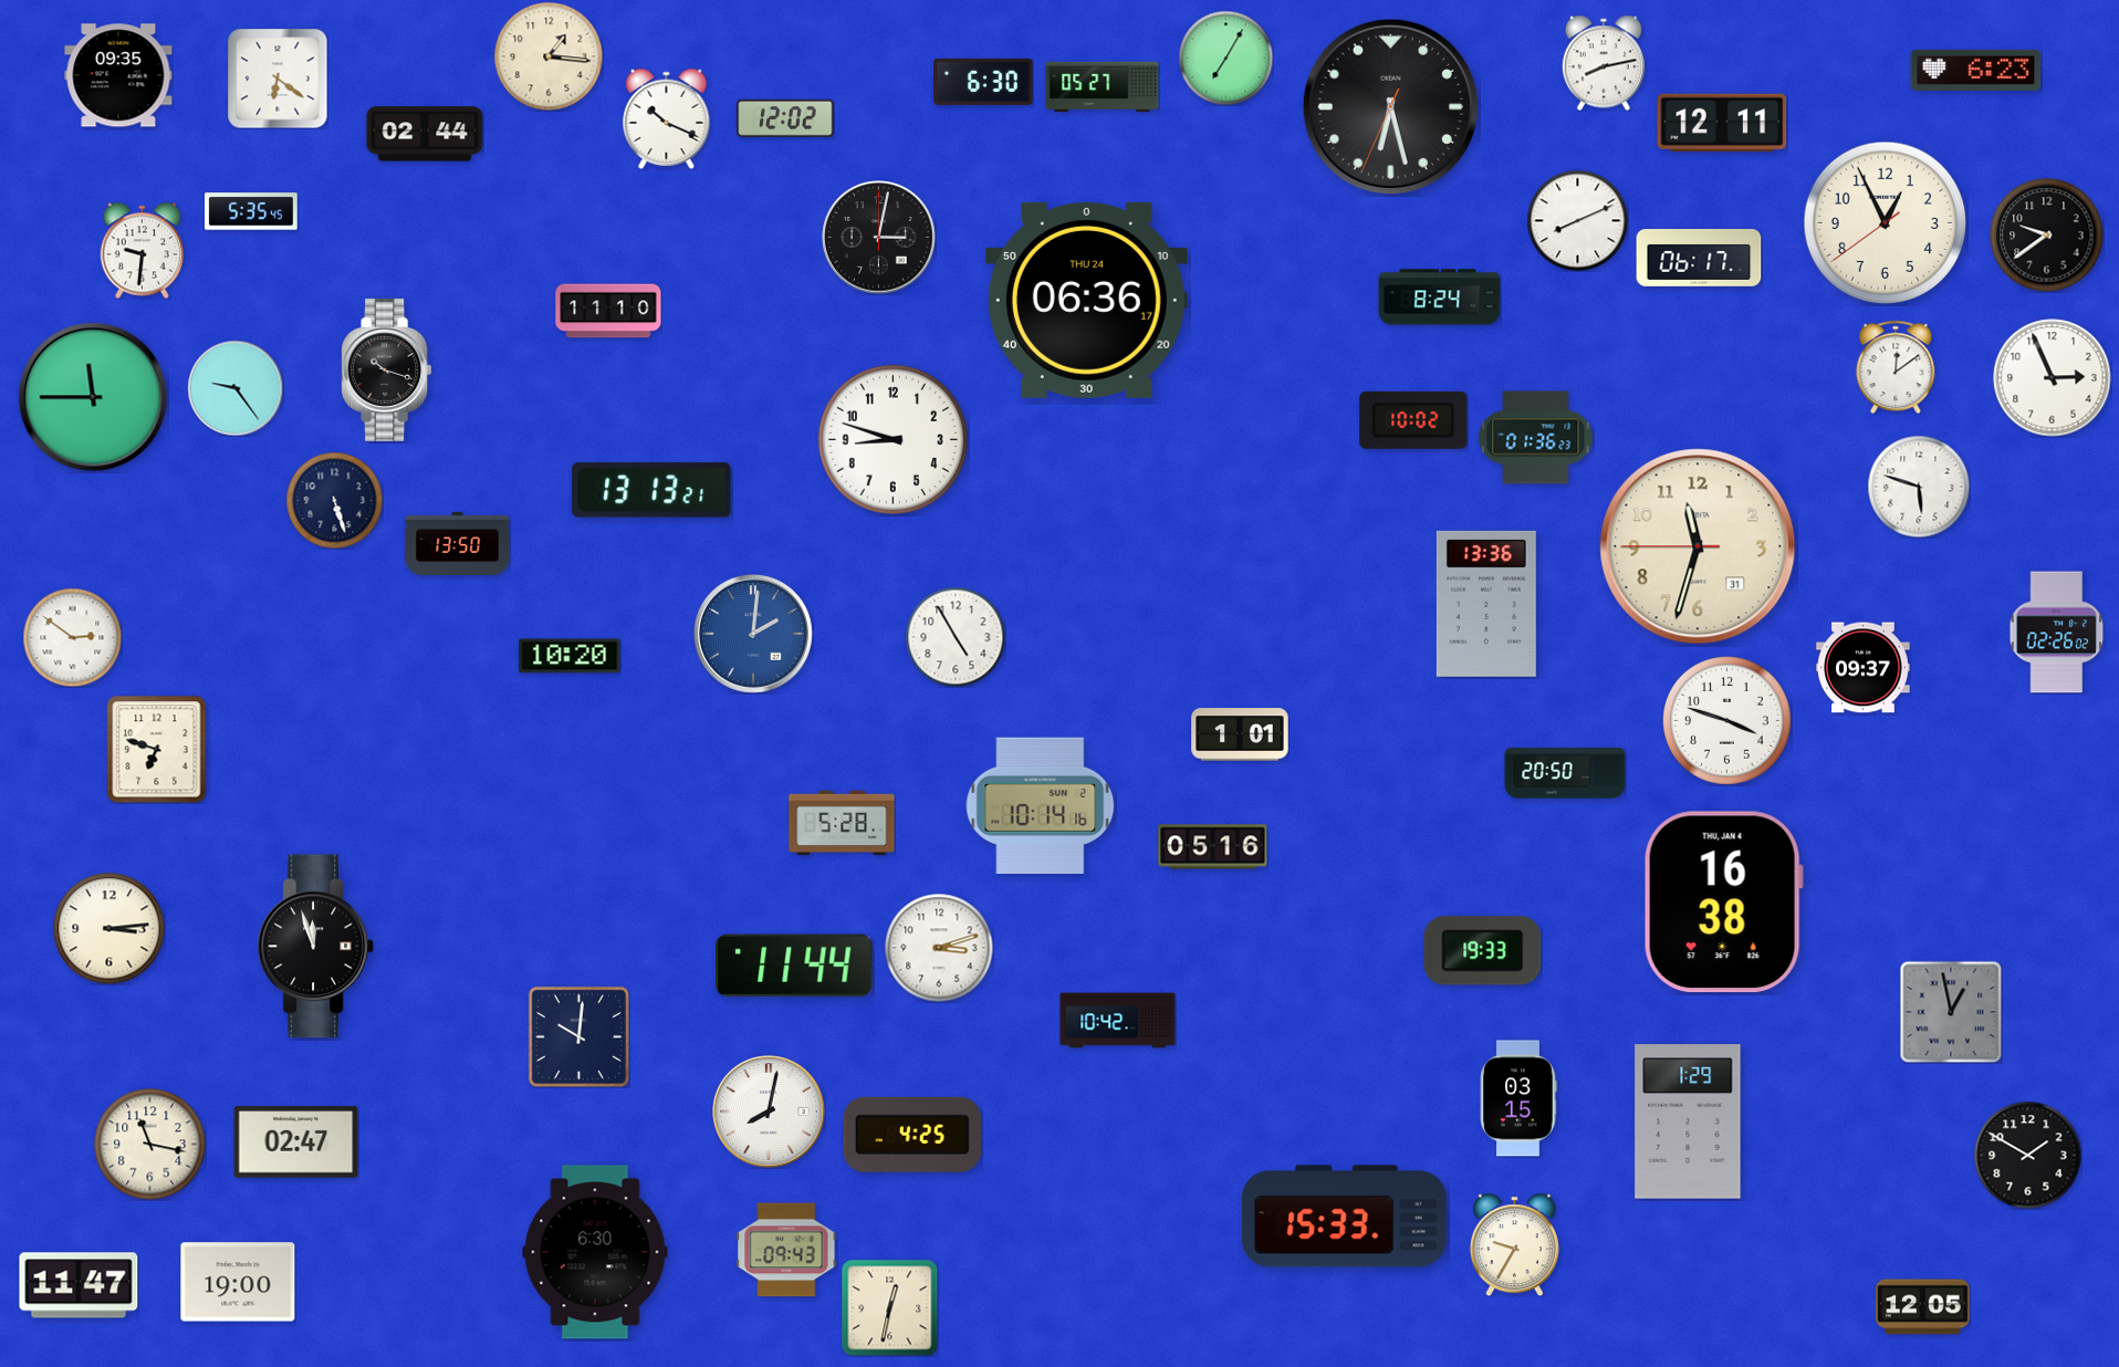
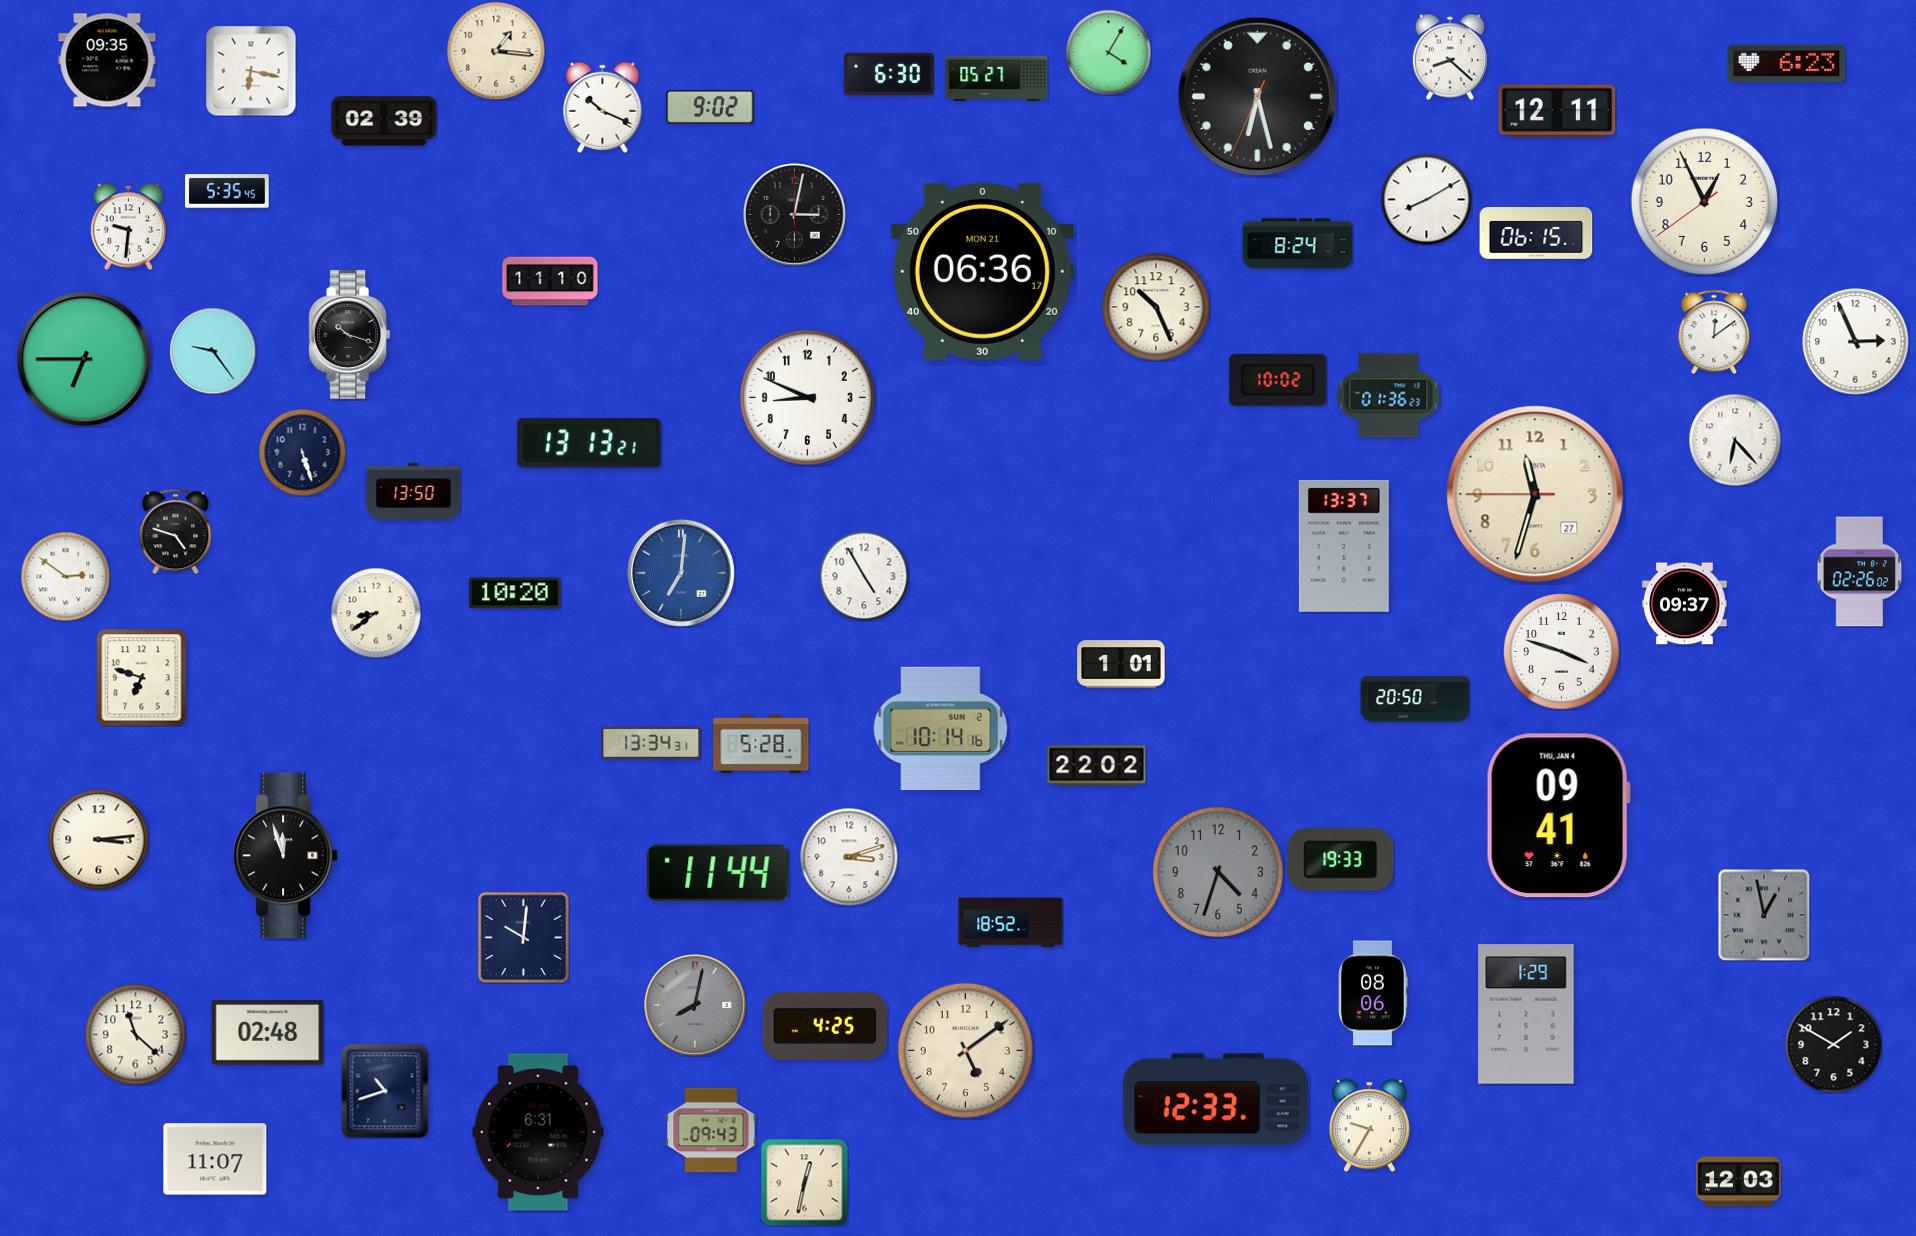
clock at (1225, 58): 7:05 -> 4:05
clock at (1604, 63): 8:13 -> 8:22
clock at (118, 75) position: (118, 75) -> (107, 60)
clock at (278, 79): 6:21 -> 6:17
clock at (785, 118): 12:02 -> 9:02
clock at (425, 134): 02:44 -> 02:39
clock at (1577, 220): 8:11 -> 8:10
clock at (2047, 236): 9:39 -> none
clock at (1699, 259): 06:17 -> 06:15
clock at (1440, 298) position: (1440, 298) -> (1298, 244)
clock at (1086, 300) date: THU 24 -> MON 21
clock at (1156, 307): none -> 10:26
clock at (93, 397): 11:45 -> 6:45
clock at (893, 439): 8:48 -> 8:49
clock at (1919, 487): 5:48 -> 6:23
clock at (1698, 546) date: 31 -> 27
clock at (176, 531): none -> 4:48
clock at (1486, 604): 13:36 -> 13:37
clock at (753, 634): 2:01 -> 7:01
clock at (376, 613): none -> 8:39
clock at (651, 743): none -> 13:34
clock at (1213, 847): 05:16 -> 22:02
clock at (1723, 902): 16:38 -> 09:41
clock at (1218, 872): none -> 4:33
clock at (1118, 1021): 10:42 -> 18:52
clock at (1518, 1098): 03:15 -> 08:06
clock at (769, 1112) dial: white -> grey
clock at (296, 1142): 02:47 -> 02:48
clock at (150, 1145): 11:17 -> 11:22
clock at (965, 1050): none -> 5:09
clock at (385, 1091): none -> 10:42
clock at (1344, 1217): 15:33 -> 12:33
clock at (595, 1252): 6:30 -> 6:31
clock at (238, 1282): 19:00 -> 11:07
clock at (79, 1285): 11:47 -> none
clock at (1923, 1307): 12:05 -> 12:03
